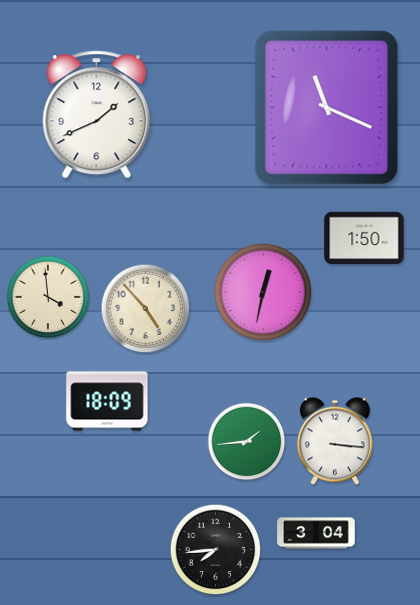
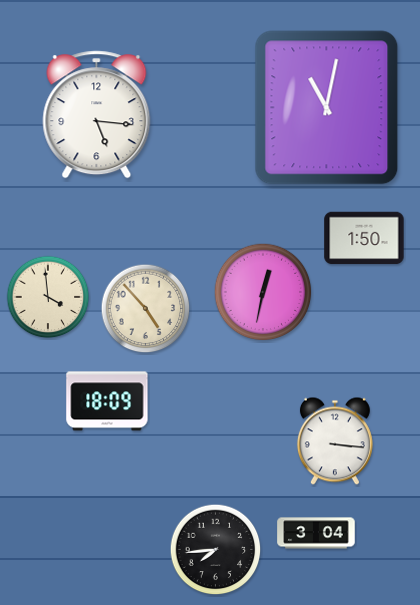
clock at (327, 108): 11:19 -> 11:02
clock at (97, 115): 1:41 -> 5:16
clock at (247, 442): 1:44 -> none
